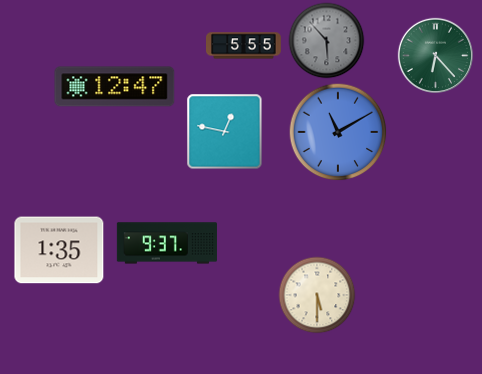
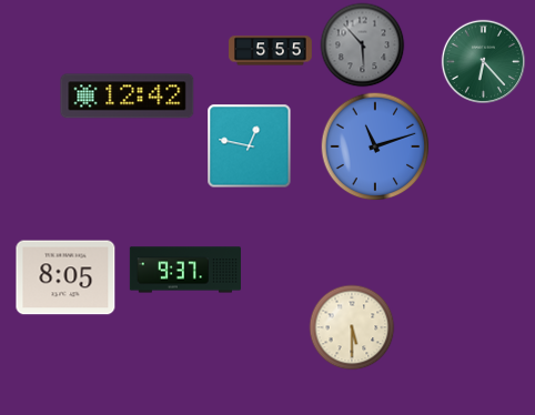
clock at (115, 87): 12:47 -> 12:42
clock at (338, 132): 11:10 -> 11:12
clock at (59, 250): 1:35 -> 8:05
